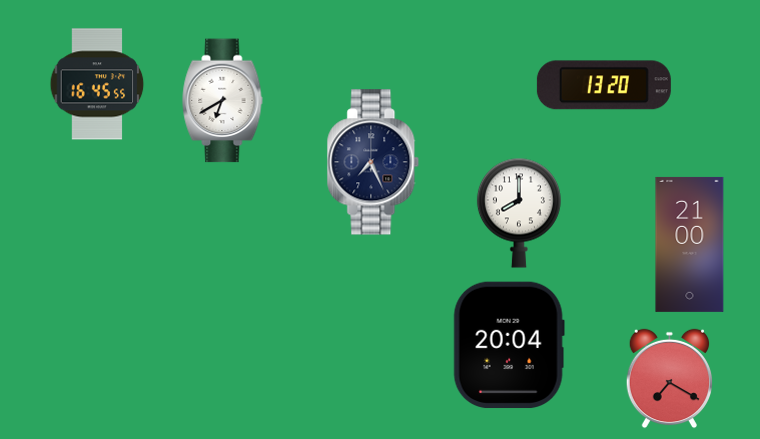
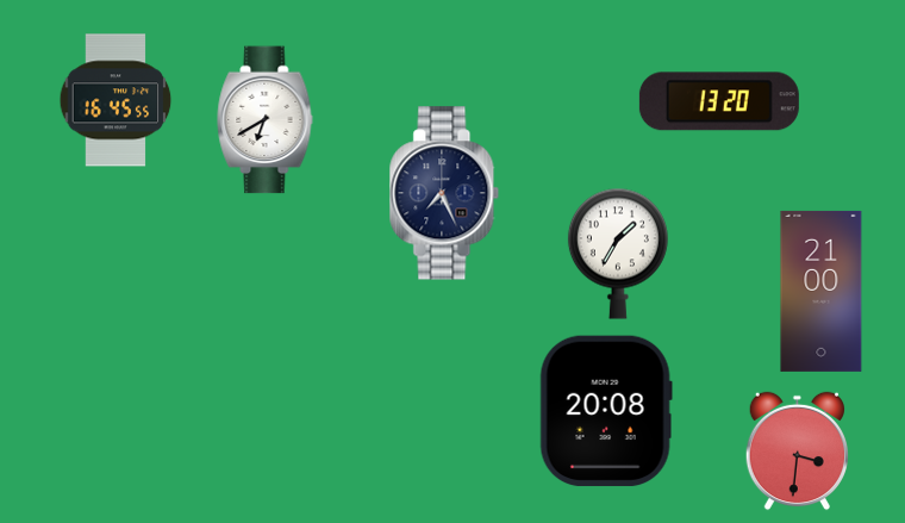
clock at (519, 213): 8:00 -> 1:35
clock at (509, 345): 20:04 -> 20:08
clock at (669, 379): 7:20 -> 3:31
